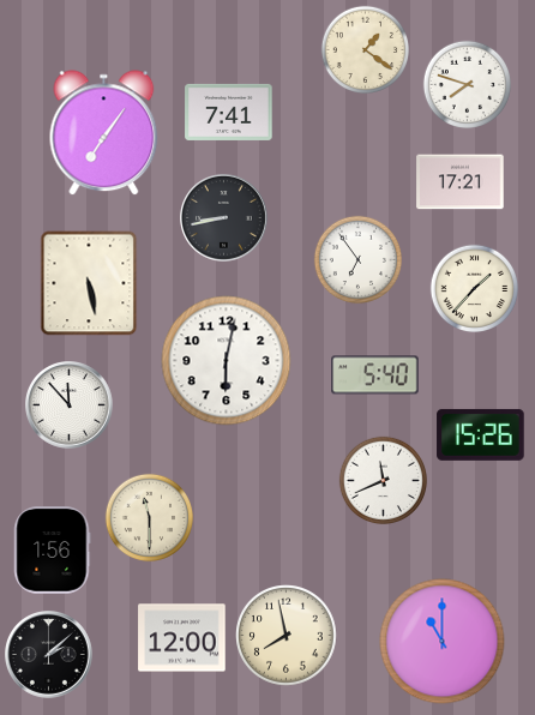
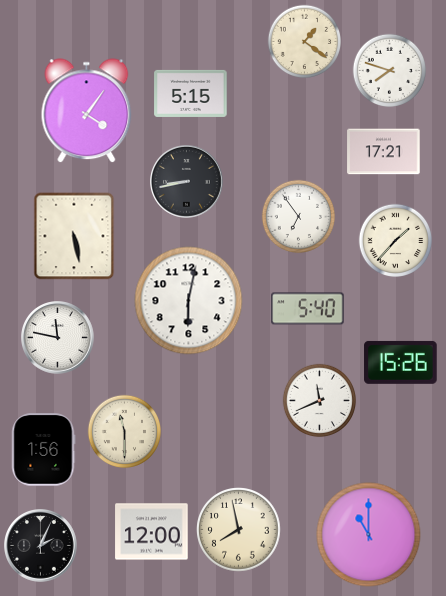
clock at (229, 112): 7:41 -> 5:15
clock at (104, 133): 7:06 -> 4:06
clock at (375, 375) position: (375, 375) -> (308, 309)
clock at (70, 405): 11:53 -> 11:47
clock at (53, 551) position: (53, 551) -> (44, 450)
clock at (49, 655): 2:08 -> 2:04
